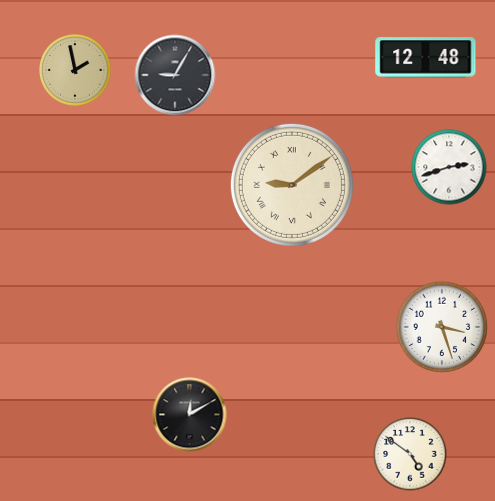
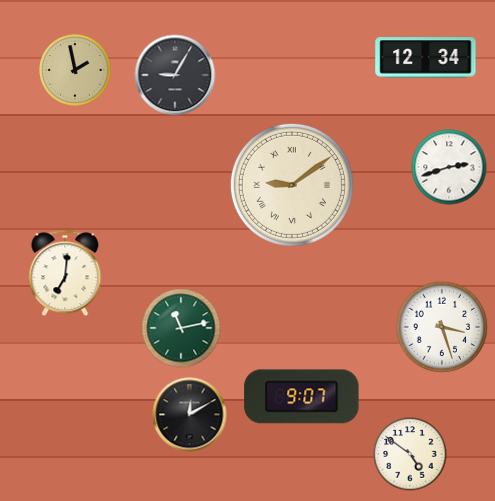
clock at (426, 58): 12:48 -> 12:34
clock at (65, 273): none -> 7:01
clock at (181, 328): none -> 11:13
clock at (302, 397): none -> 9:07
